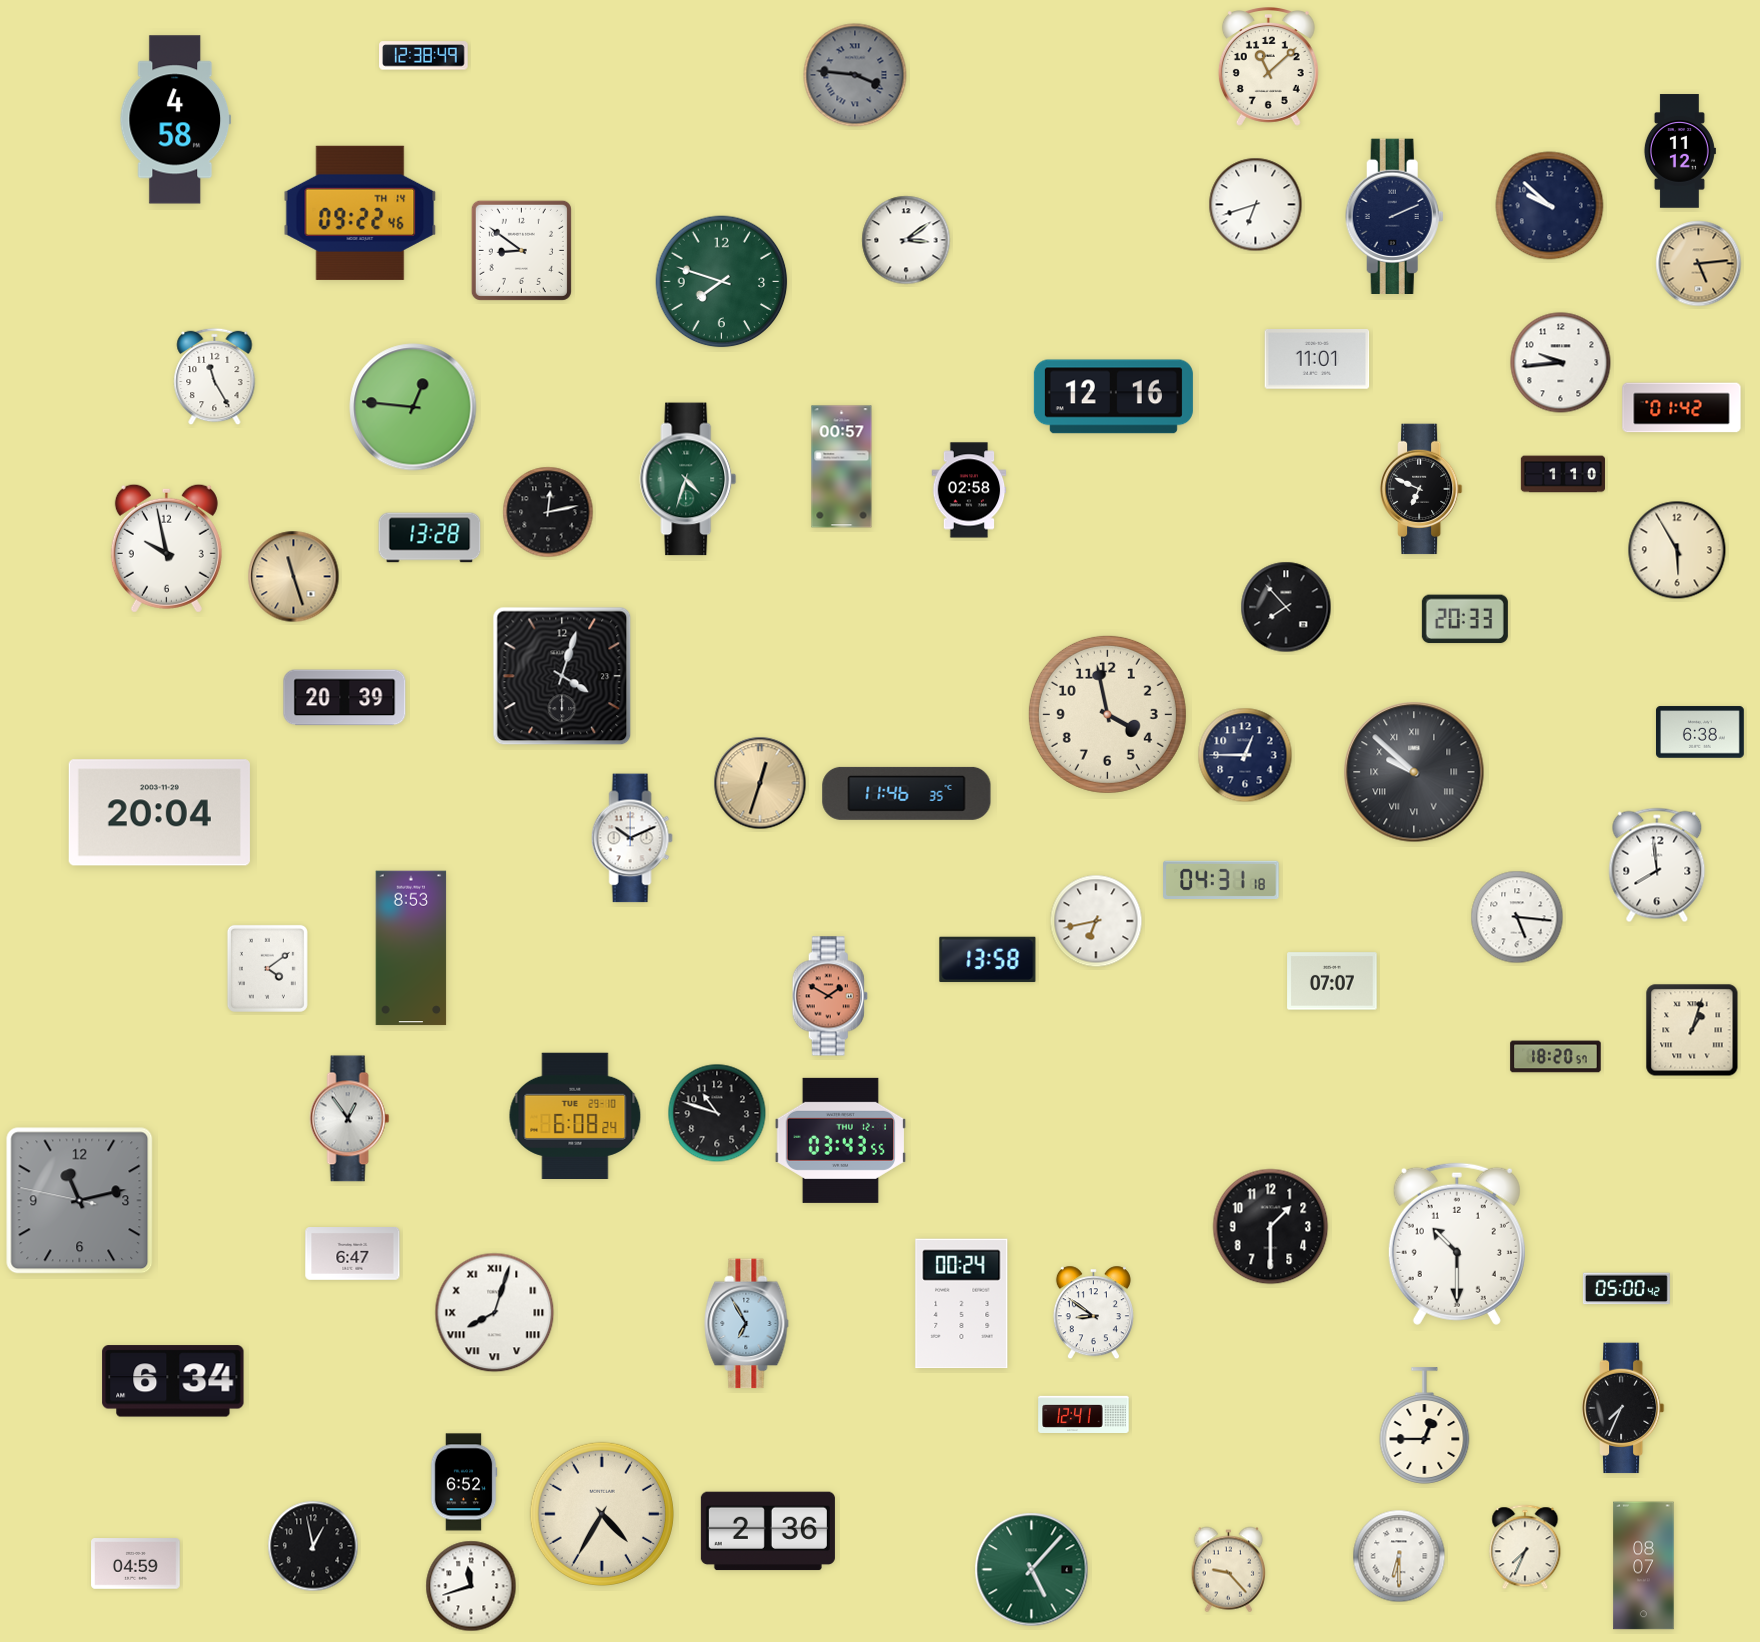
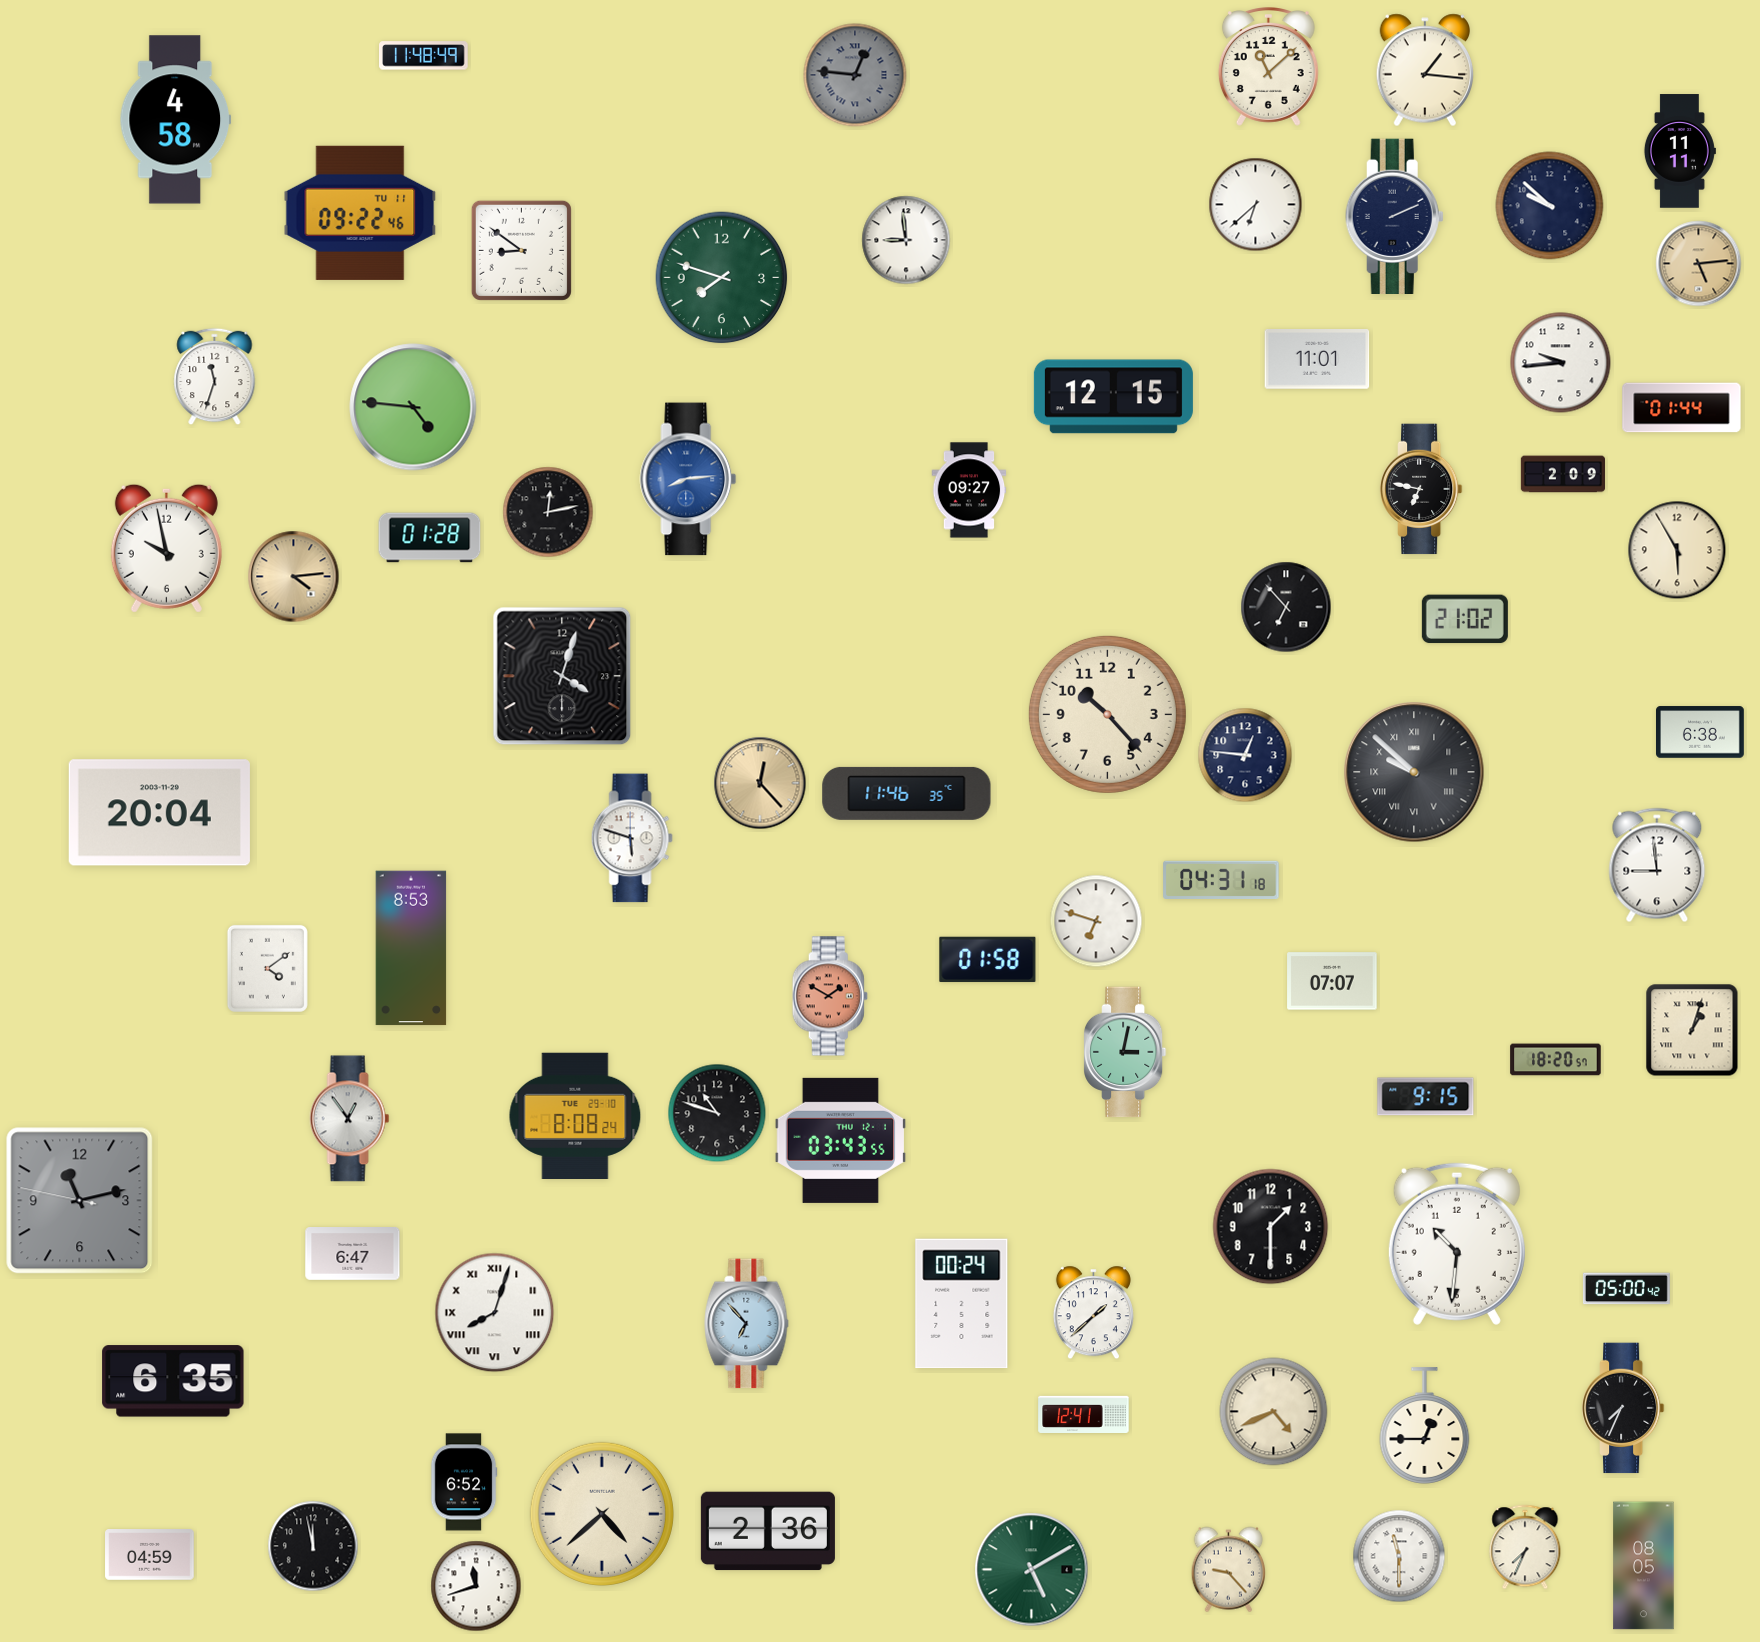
clock at (424, 56): 12:38 -> 11:48
clock at (1425, 70): none -> 1:16
clock at (855, 75): 3:46 -> 12:46
clock at (1679, 151): 11:12 -> 11:11
clock at (1256, 205): 6:42 -> 6:38
clock at (360, 213) date: TH 14 -> TU 11
clock at (906, 240): 3:09 -> 8:59
clock at (722, 282) position: (722, 282) -> (722, 278)
clock at (215, 377): 11:25 -> 11:33
clock at (1113, 397): 12:16 -> 12:15
clock at (413, 407): 12:46 -> 4:46
clock at (1682, 408): 01:42 -> 01:44
clock at (842, 467): 00:57 -> none
clock at (1562, 474): 1:10 -> 2:09
clock at (688, 479): 4:33 -> 8:14
clock at (688, 479) dial: green -> blue
clock at (1421, 489): 6:49 -> 6:47
clock at (969, 490): 02:58 -> 09:27
clock at (430, 538): 13:28 -> 01:28
clock at (294, 577): 11:27 -> 4:14
clock at (1286, 607): 7:53 -> 6:53
clock at (1465, 619): 20:33 -> 21:02
clock at (345, 698): 20:39 -> none
clock at (1107, 714): 3:58 -> 10:23
clock at (1245, 755): 12:45 -> 12:46
clock at (760, 783): 12:33 -> 12:23
clock at (632, 838): 10:11 -> 5:48
clock at (1657, 865): 7:59 -> 8:59
clock at (1517, 917): 5:16 -> none
clock at (1096, 921): 6:43 -> 6:48
clock at (988, 960): 13:58 -> 01:58
clock at (1125, 1052): none -> 3:02
clock at (1556, 1057) position: (1556, 1057) -> (1556, 1060)
clock at (1426, 1097): none -> 9:15
clock at (575, 1115): 6:08 -> 8:08
clock at (1457, 1244): 10:30 -> 10:31
clock at (1093, 1313): 8:51 -> 1:38
clock at (747, 1324): 6:55 -> 6:53
clock at (173, 1381): 6:34 -> 6:35
clock at (1274, 1412): none -> 4:41
clock at (602, 1514): 4:35 -> 4:38
clock at (313, 1546): 12:58 -> 11:58
clock at (1399, 1556): 6:30 -> 11:30
clock at (136, 1564) position: (136, 1564) -> (150, 1555)
clock at (1644, 1566): 08:07 -> 08:05
clock at (1032, 1570): 5:07 -> 5:10
clock at (471, 1586) position: (471, 1586) -> (476, 1586)
